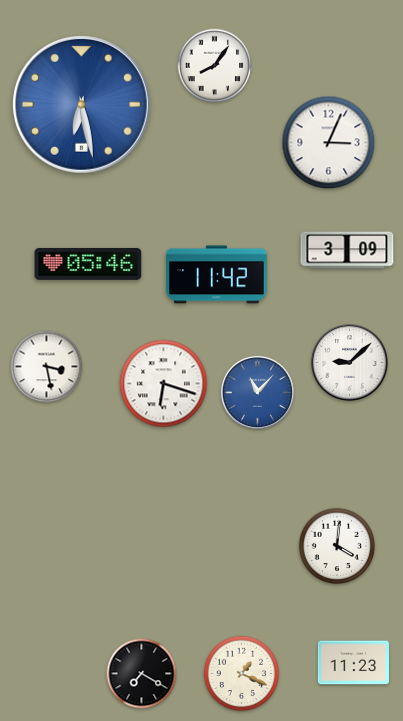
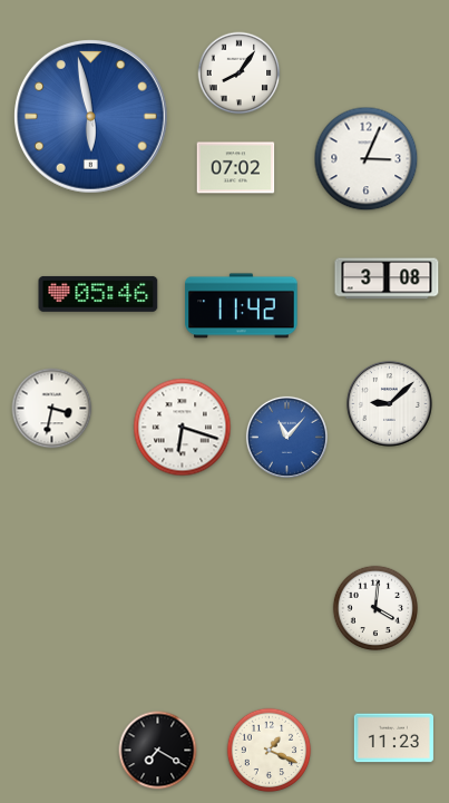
clock at (82, 105): 6:28 -> 5:58
clock at (236, 168): none -> 07:02
clock at (347, 250): 3:09 -> 3:08
clock at (47, 367): 3:28 -> 3:32
